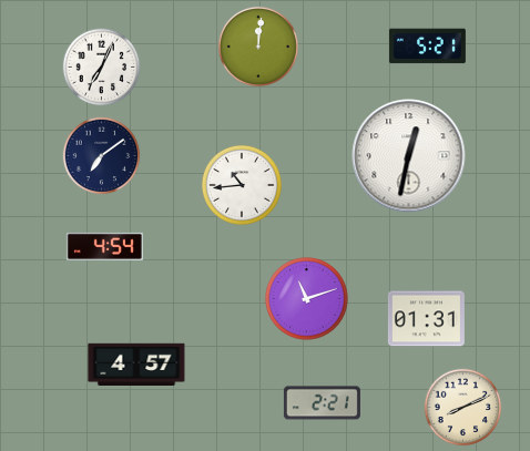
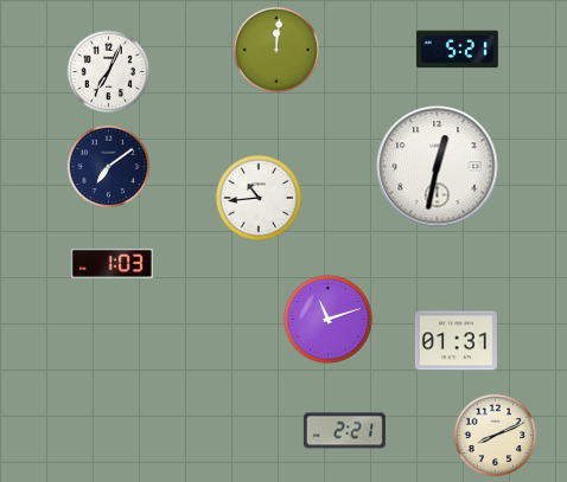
clock at (104, 246): 4:54 -> 1:03
clock at (136, 363): 4:57 -> none
